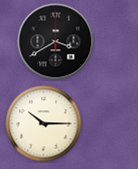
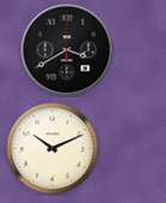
clock at (44, 124): 10:15 -> 10:11
